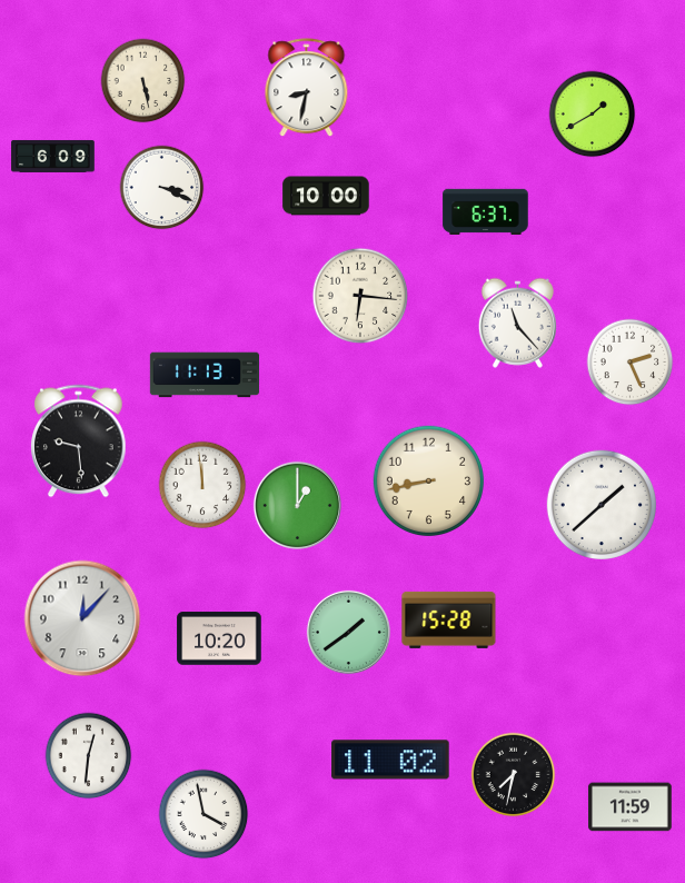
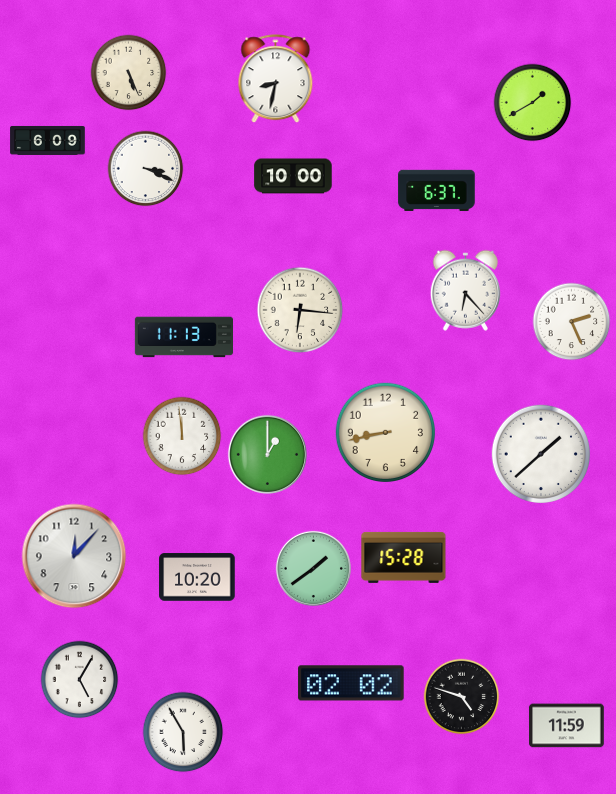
clock at (143, 81): 5:28 -> 5:26
clock at (360, 296) position: (360, 296) -> (300, 310)
clock at (517, 323): 11:23 -> 6:23
clock at (631, 363) position: (631, 363) -> (572, 322)
clock at (79, 441): 9:29 -> none
clock at (219, 638) position: (219, 638) -> (197, 577)
clock at (89, 756): 12:31 -> 5:05
clock at (390, 760): 11:02 -> 02:02
clock at (514, 775): 7:32 -> 4:48
clock at (203, 814): 3:58 -> 5:55
